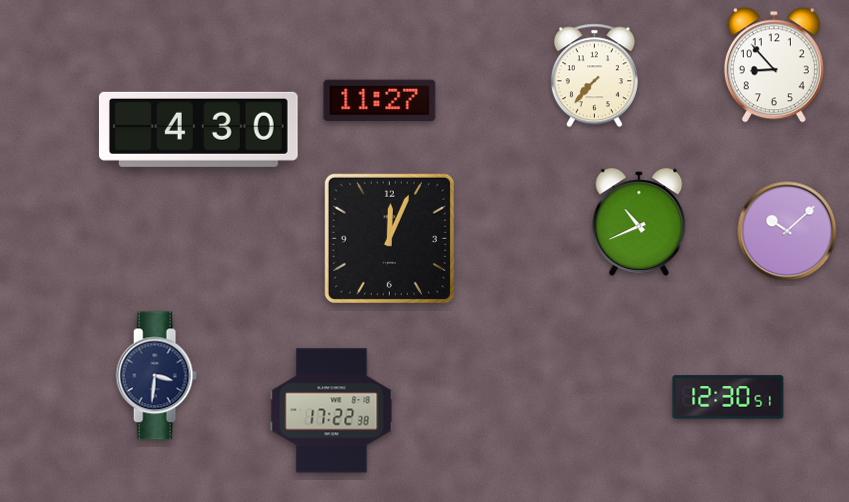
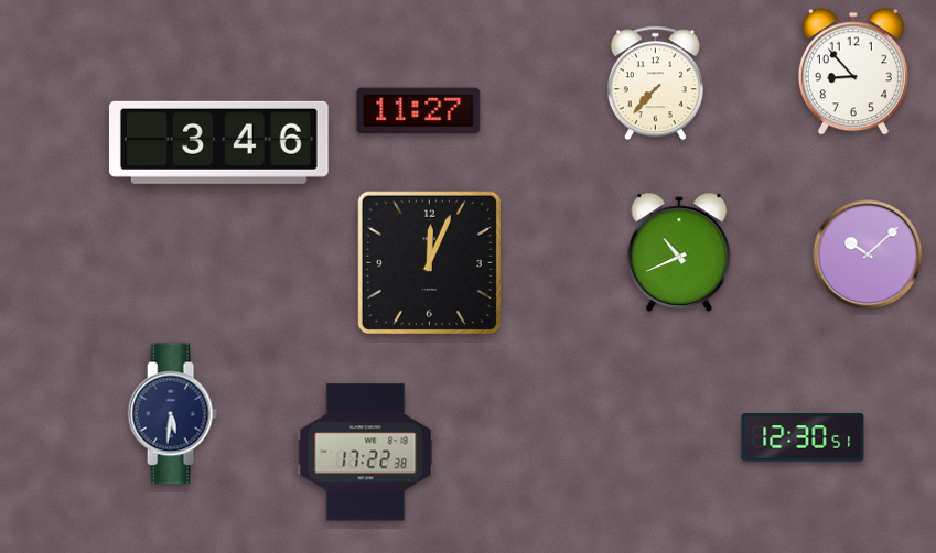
clock at (198, 129): 4:30 -> 3:46
clock at (639, 222) position: (639, 222) -> (679, 252)
clock at (156, 376): 3:31 -> 5:31
